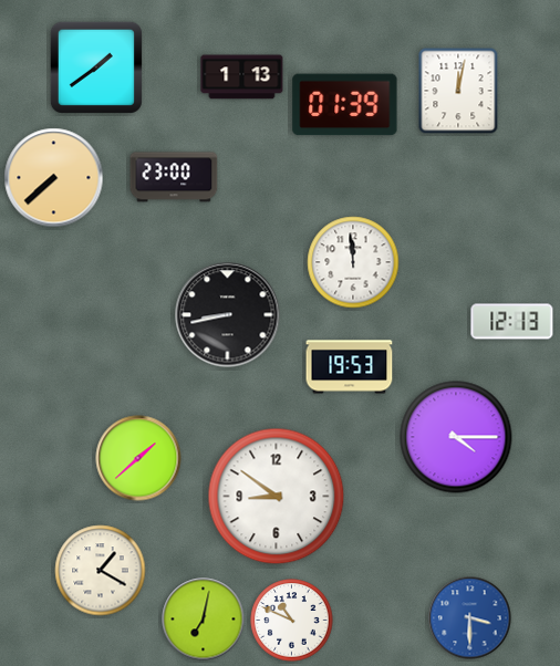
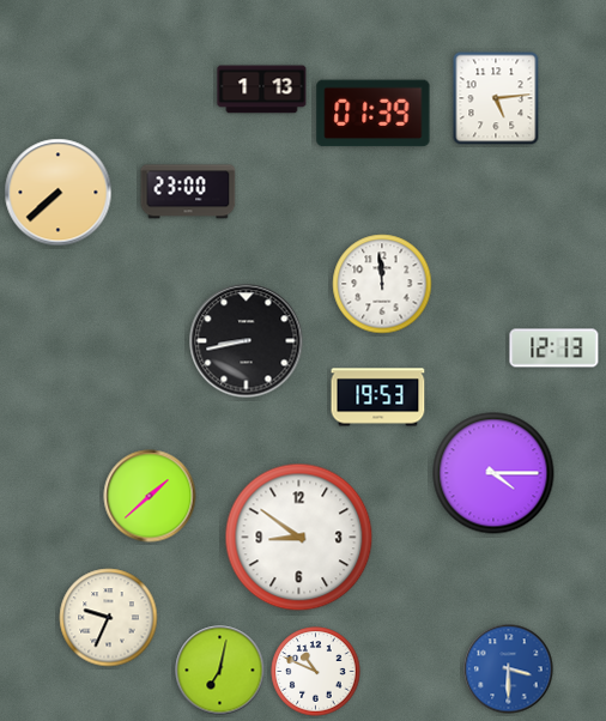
clock at (96, 67): 1:39 -> none
clock at (242, 77) position: (242, 77) -> (262, 90)
clock at (458, 91): 12:02 -> 5:14
clock at (101, 571): 1:20 -> 9:34
